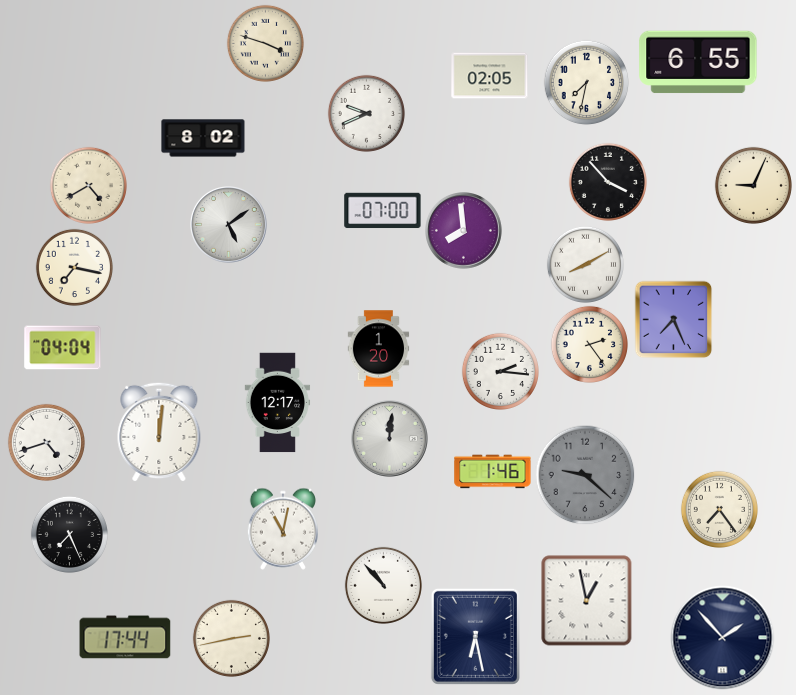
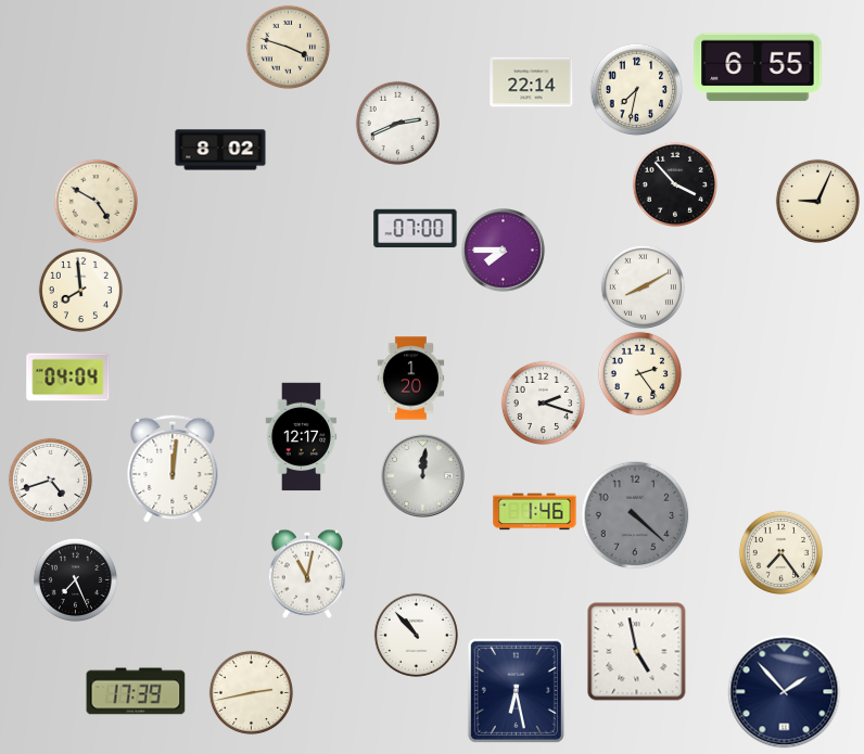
clock at (490, 76): 02:05 -> 22:14
clock at (366, 113): 9:41 -> 2:41
clock at (607, 181) position: (607, 181) -> (674, 183)
clock at (88, 185): 4:40 -> 4:50
clock at (229, 225): 5:09 -> none
clock at (464, 231): 7:59 -> 7:45
clock at (585, 264) position: (585, 264) -> (643, 286)
clock at (74, 267): 7:17 -> 7:59
clock at (673, 319): 7:26 -> none
clock at (500, 371): 2:16 -> 2:18
clock at (585, 475): 9:22 -> 4:22
clock at (587, 601): 12:58 -> 4:58
clock at (125, 637): 17:44 -> 17:39
